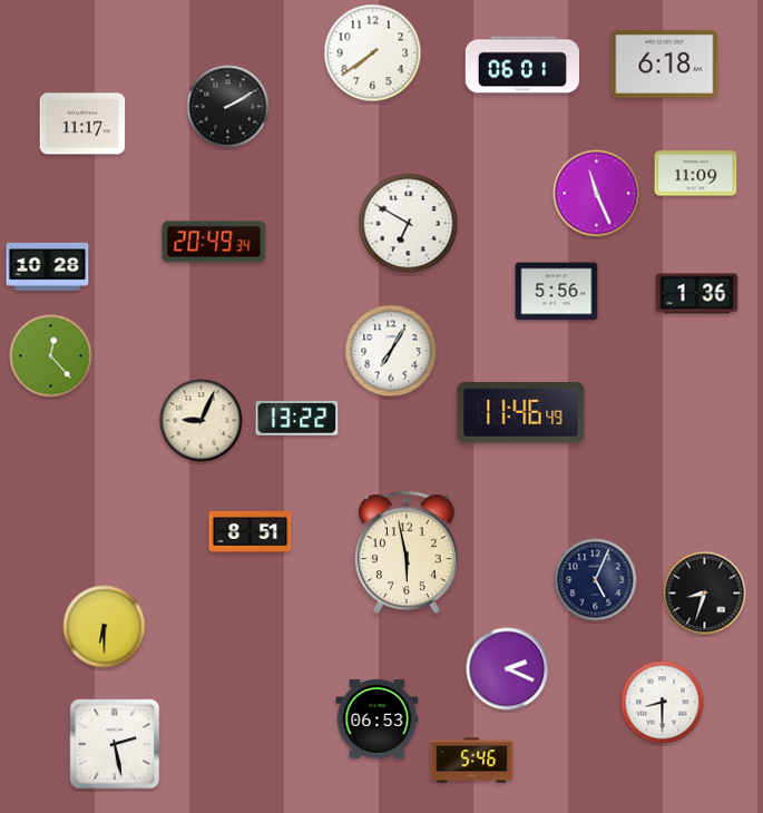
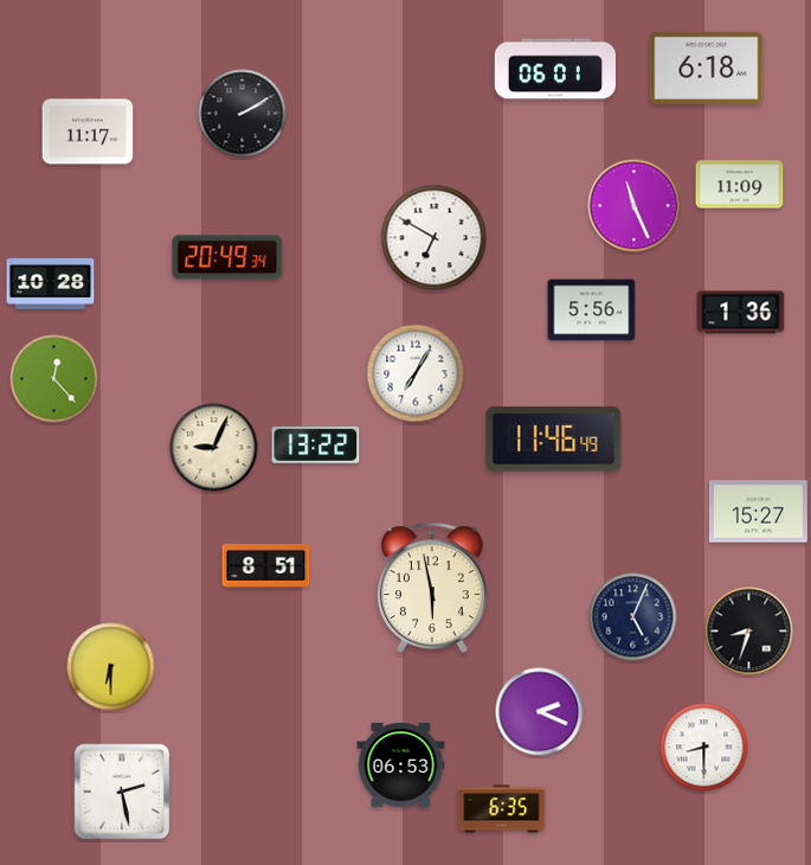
clock at (373, 53): 7:39 -> none
clock at (758, 512): none -> 15:27
clock at (472, 761): 5:46 -> 6:35
